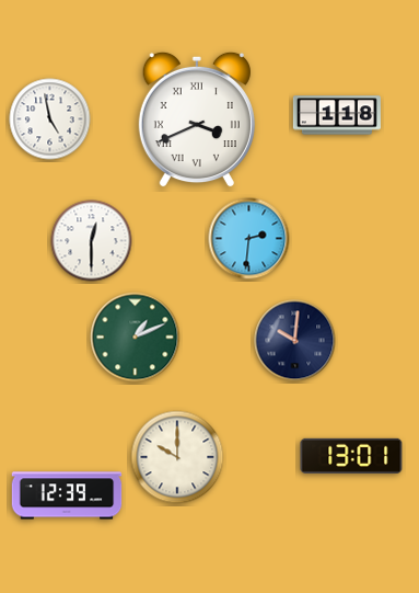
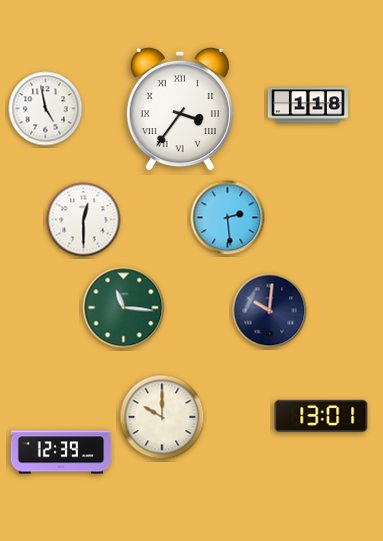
clock at (197, 119): 3:41 -> 3:36
clock at (249, 239): 2:31 -> 2:29
clock at (136, 338): 1:11 -> 11:16
